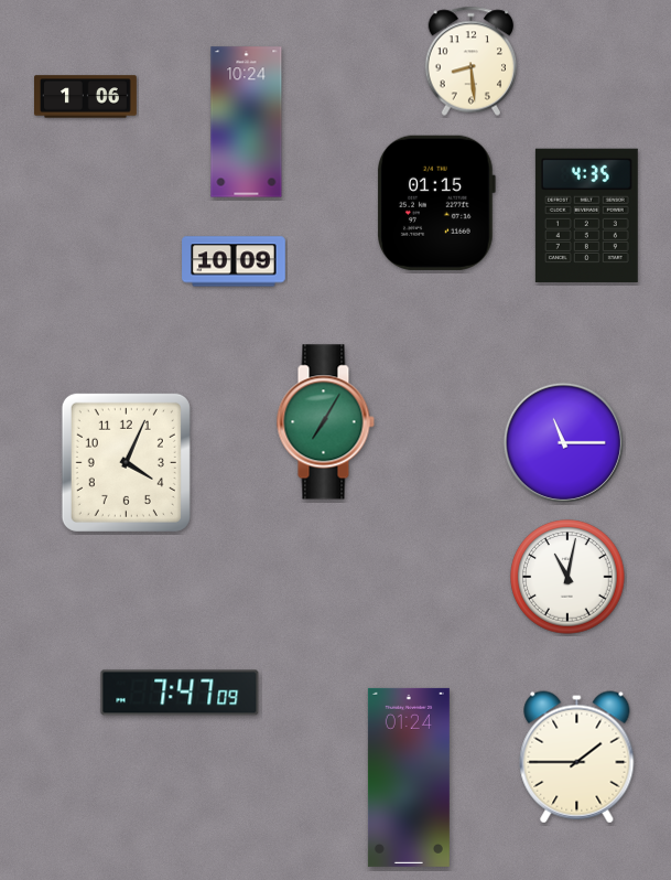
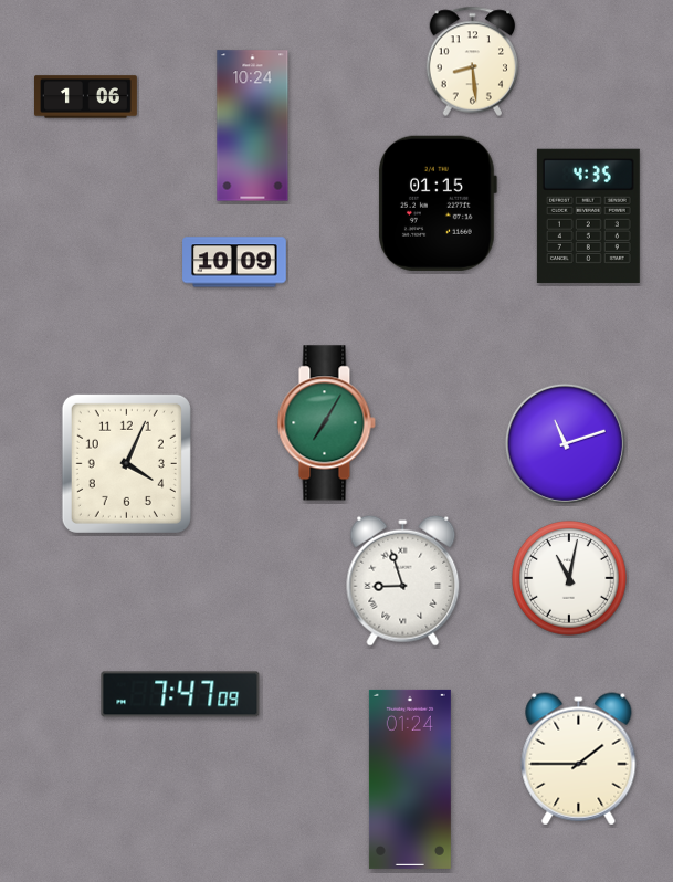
clock at (247, 122) position: (247, 122) -> (253, 126)
clock at (563, 442): 11:15 -> 11:12
clock at (403, 580): none -> 8:57
